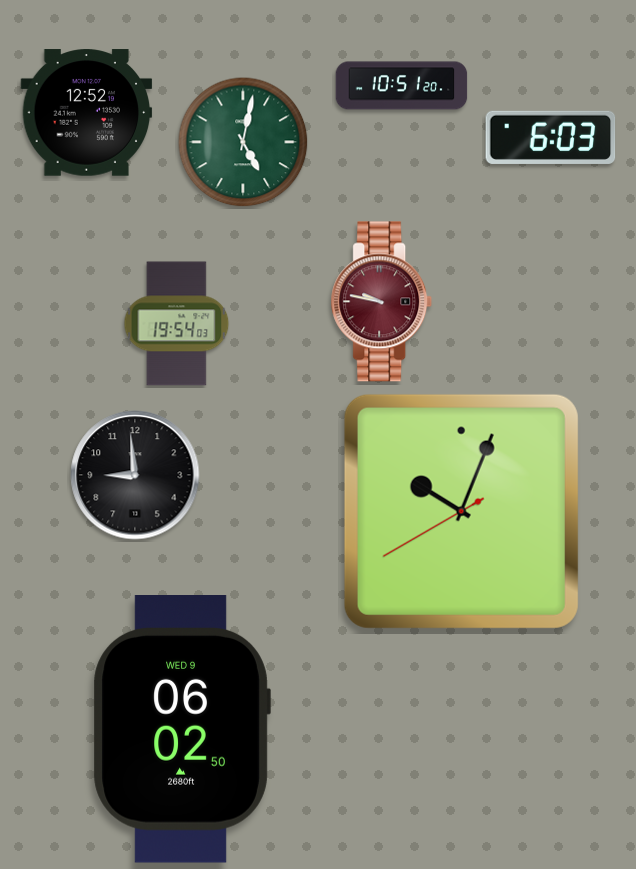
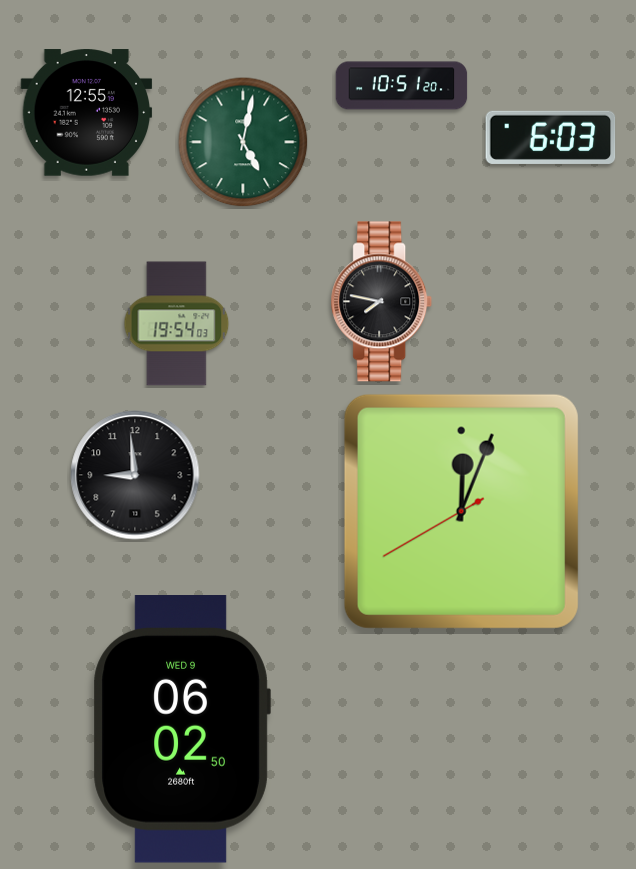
clock at (87, 113): 12:52 -> 12:55
clock at (382, 302): 9:47 -> 7:47
clock at (382, 302) dial: burgundy -> black
clock at (461, 511): 10:03 -> 12:03
